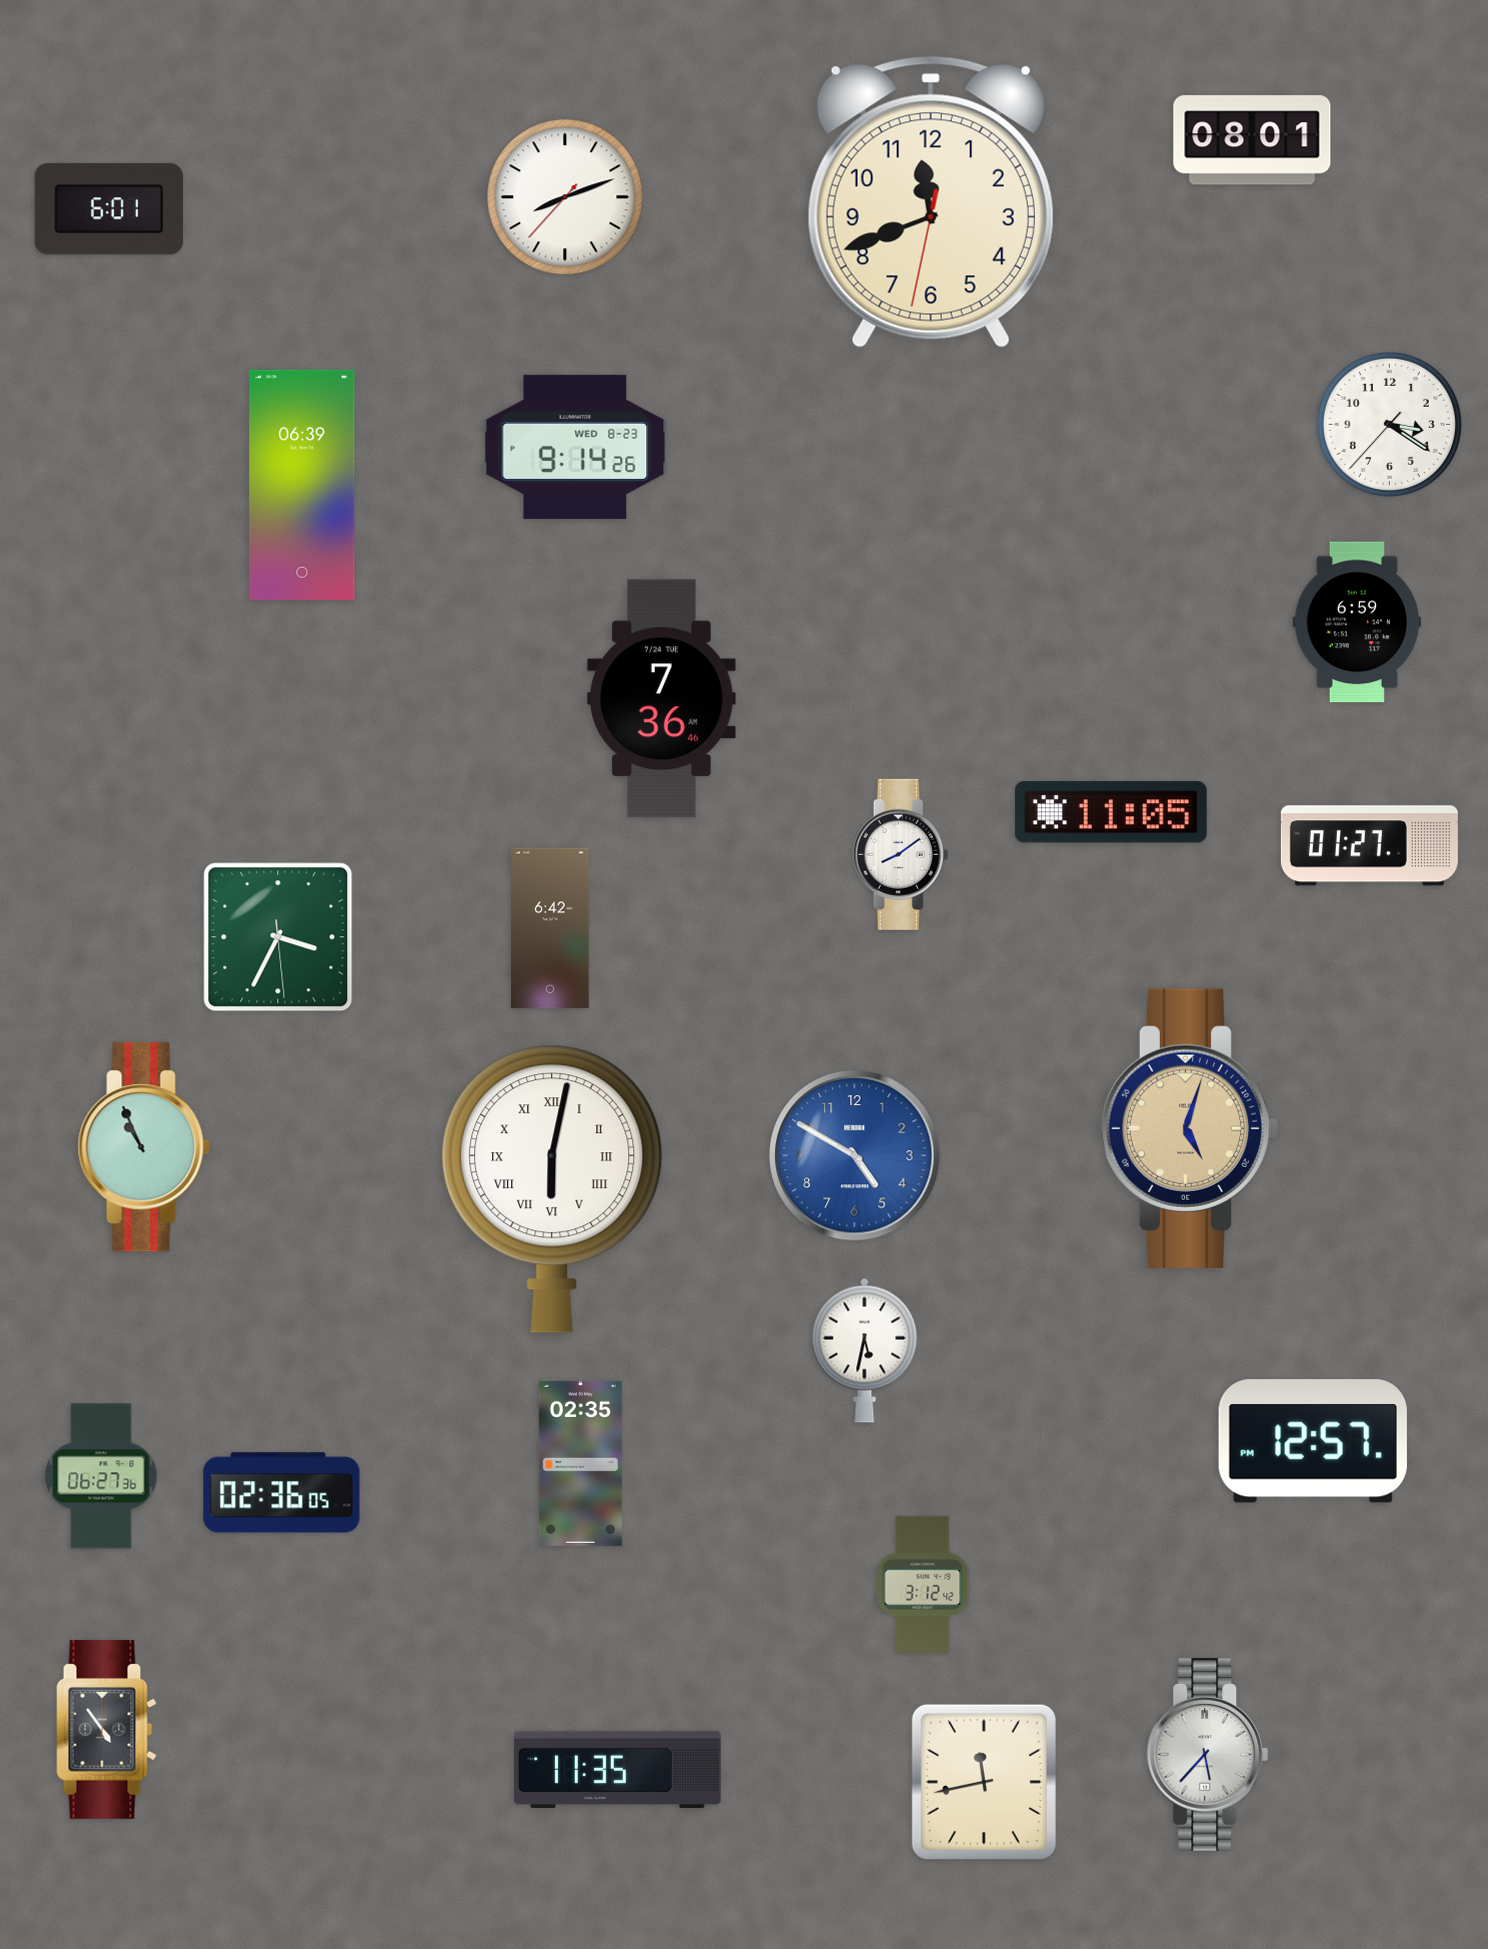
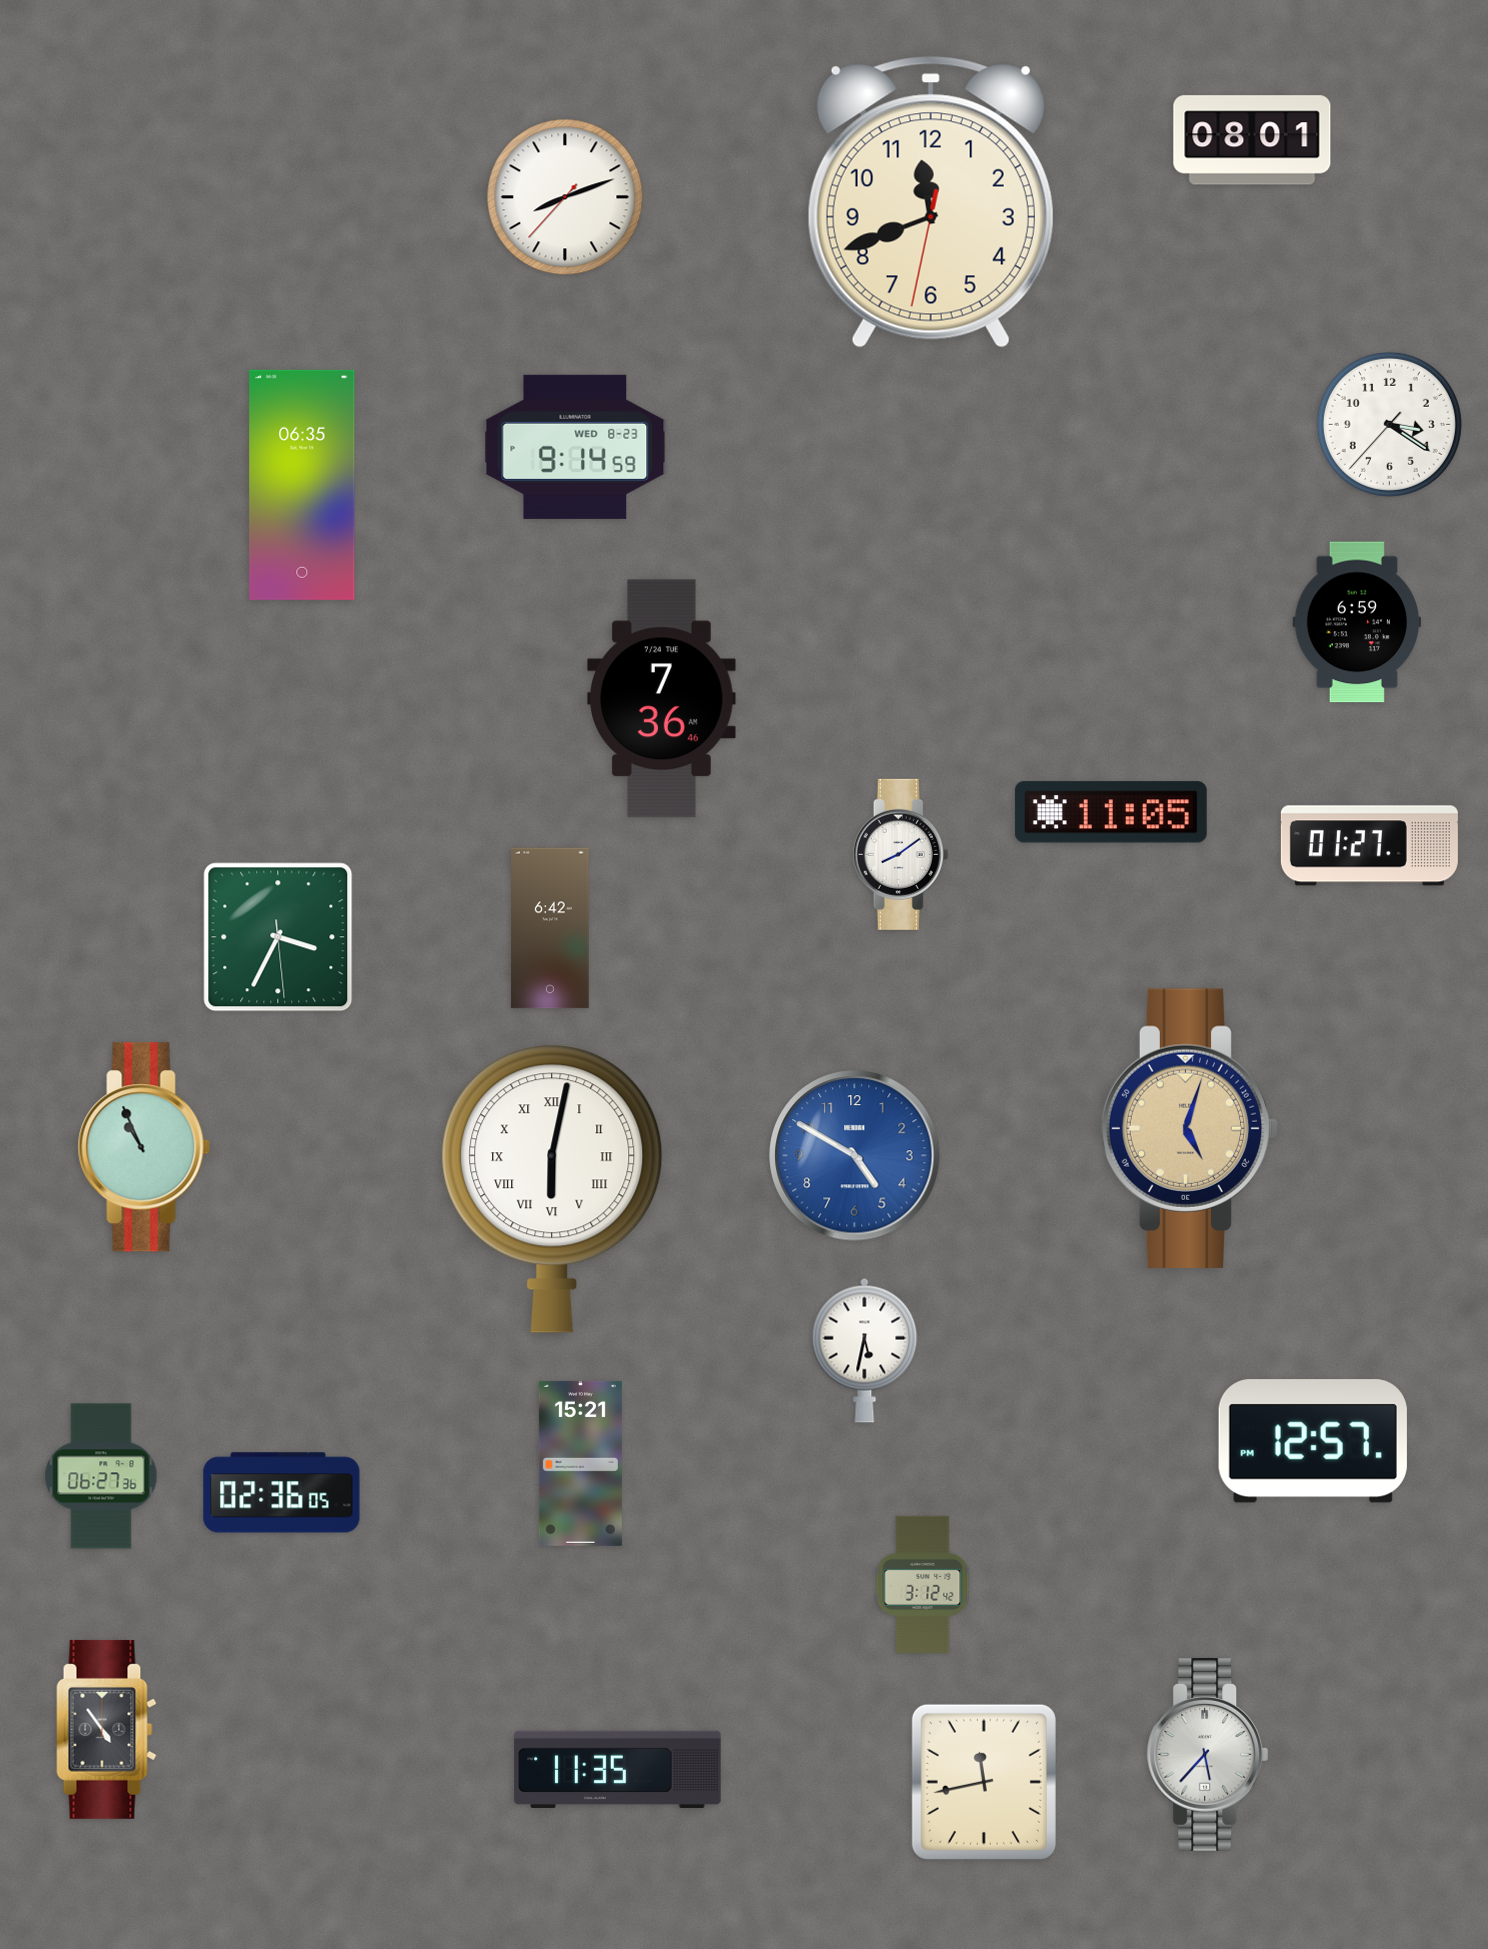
clock at (108, 209): 6:01 -> none
clock at (575, 447): 9:14:26 -> 9:14:59
clock at (302, 485): 06:39 -> 06:35
clock at (580, 1463): 02:35 -> 15:21
